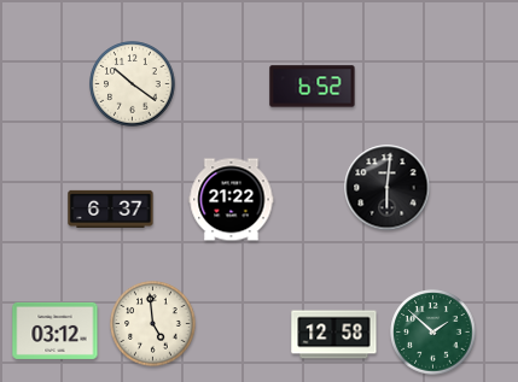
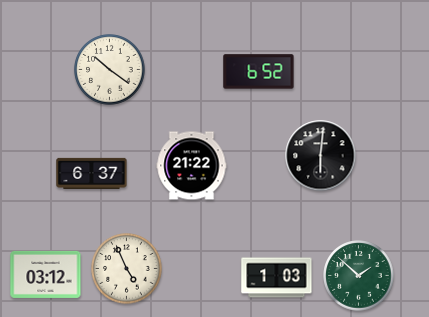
clock at (153, 324): 4:59 -> 4:56
clock at (334, 335): 12:58 -> 1:03
